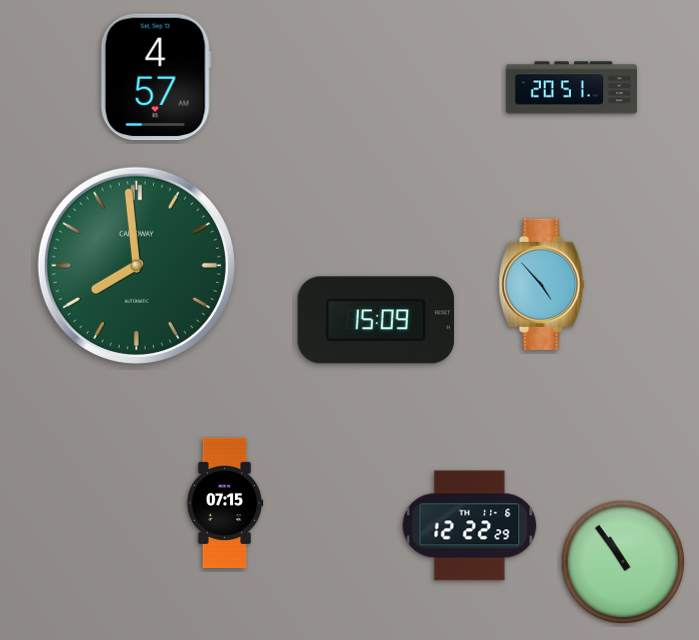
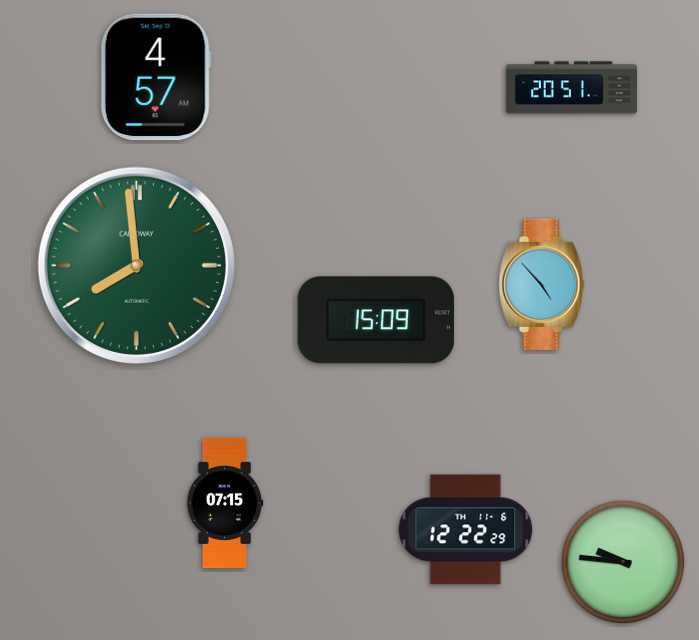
clock at (470, 526) position: (470, 526) -> (466, 530)
clock at (623, 562): 10:54 -> 9:46
